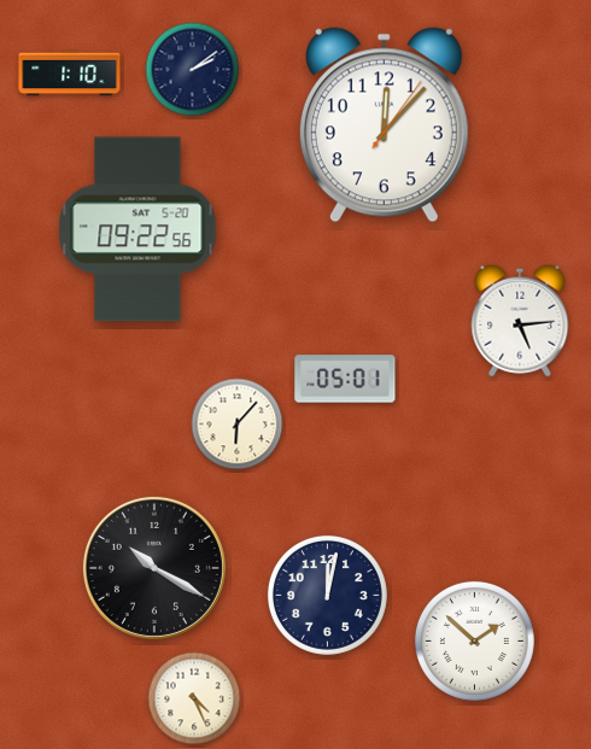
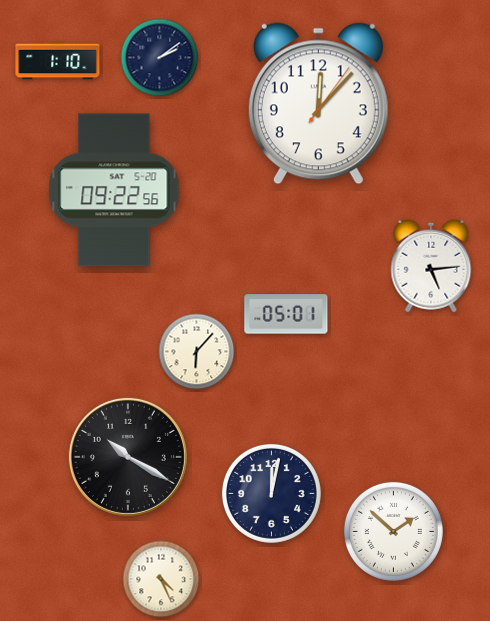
clock at (154, 568) position: (154, 568) -> (128, 457)
